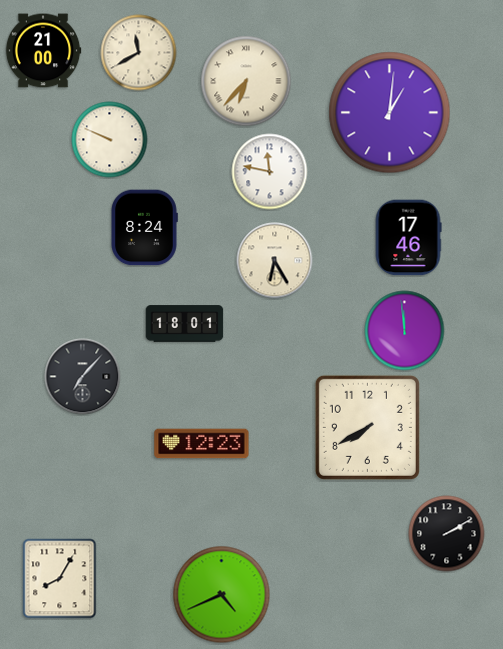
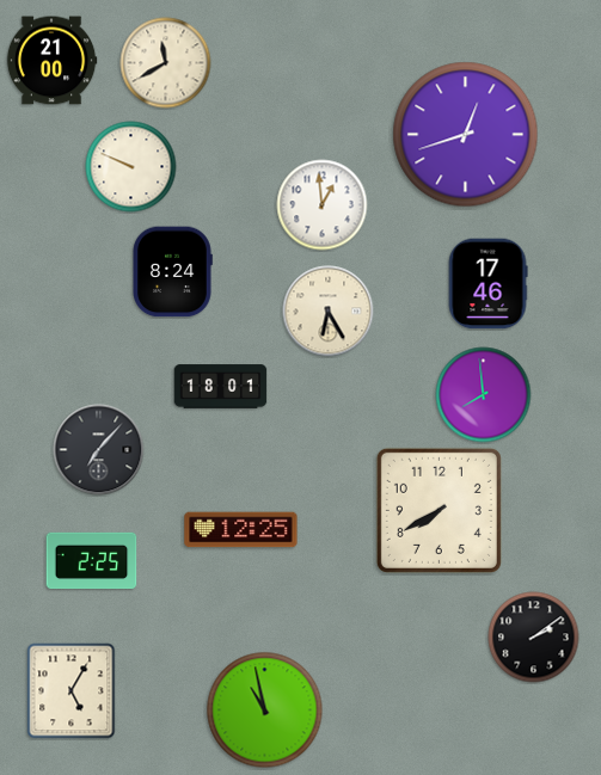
clock at (246, 81): 6:37 -> none
clock at (390, 113): 1:01 -> 12:42
clock at (270, 172): 11:47 -> 12:59
clock at (405, 331): 11:59 -> 7:59
clock at (202, 444): 12:23 -> 12:25
clock at (92, 561): none -> 2:25
clock at (447, 534): 2:10 -> 2:09
clock at (60, 579): 8:05 -> 5:05
clock at (222, 595): 4:41 -> 10:58
